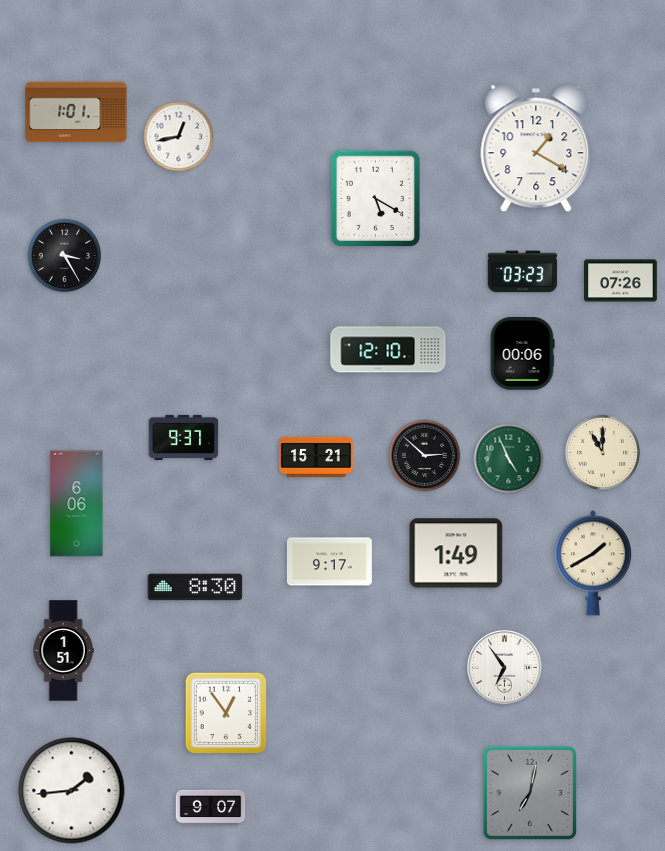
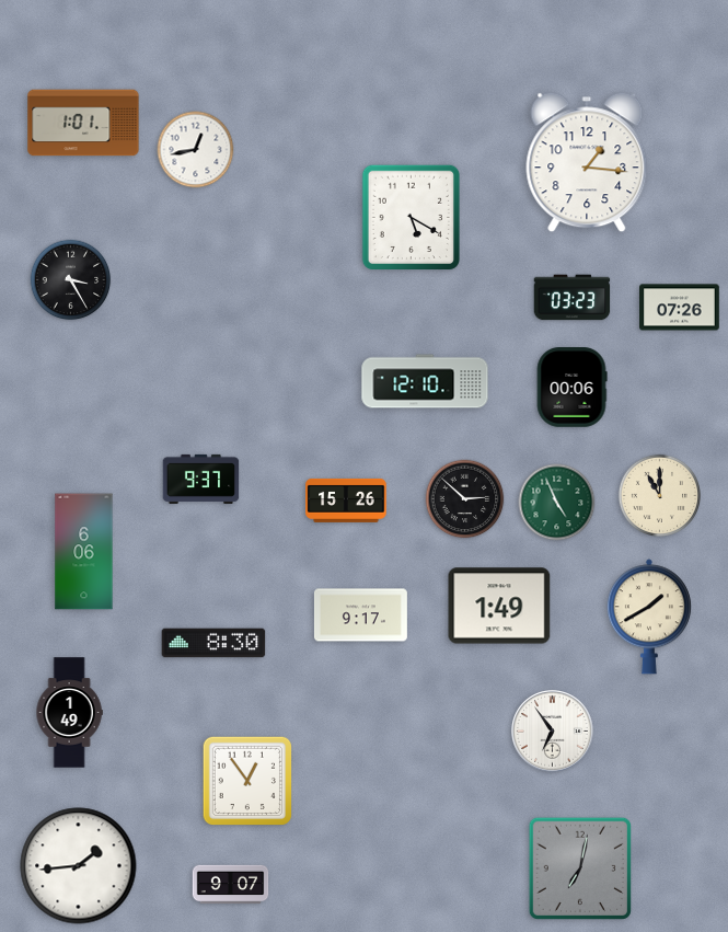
clock at (536, 148): 1:20 -> 1:16
clock at (316, 457): 15:21 -> 15:26
clock at (63, 651): 1:51 -> 1:49
